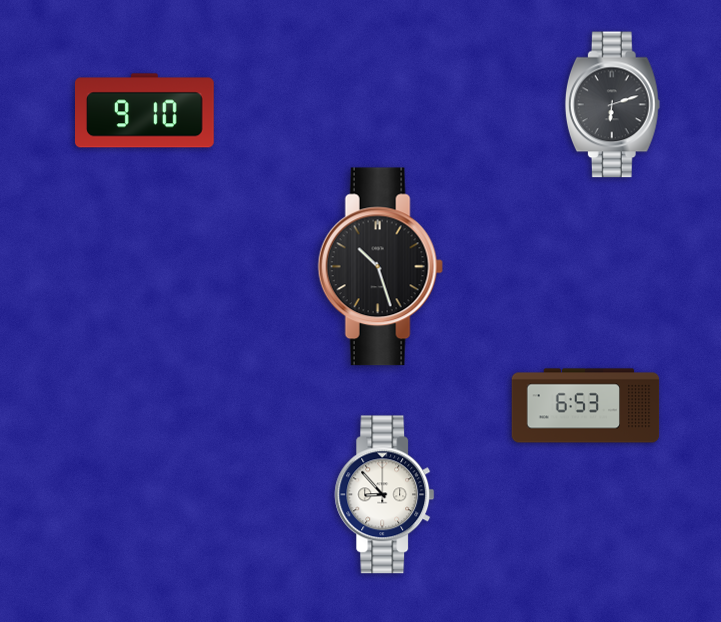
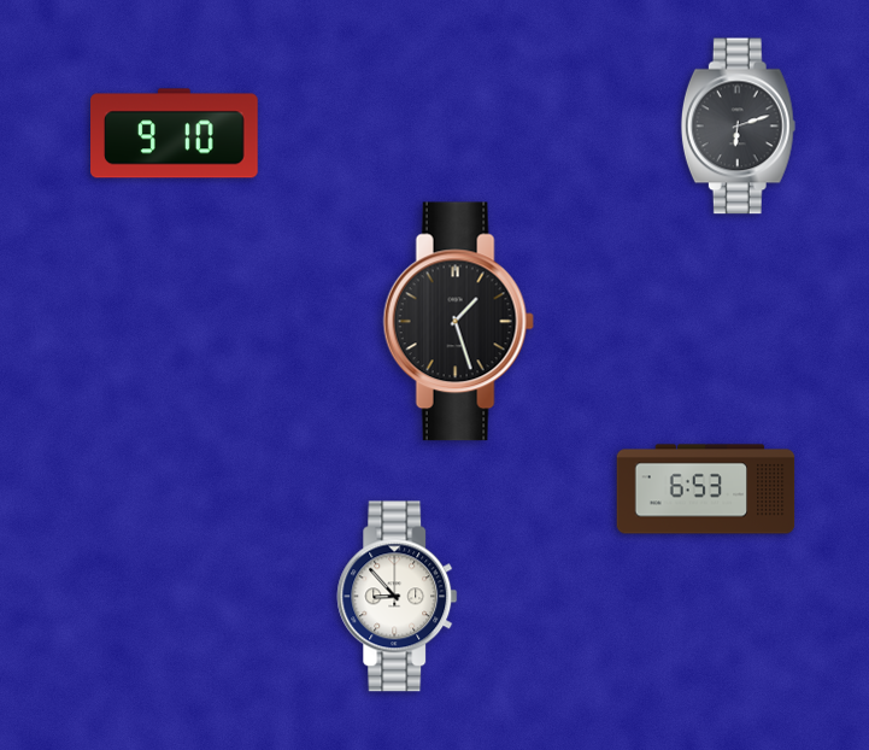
clock at (380, 267): 10:27 -> 1:27
clock at (385, 495) position: (385, 495) -> (398, 597)
